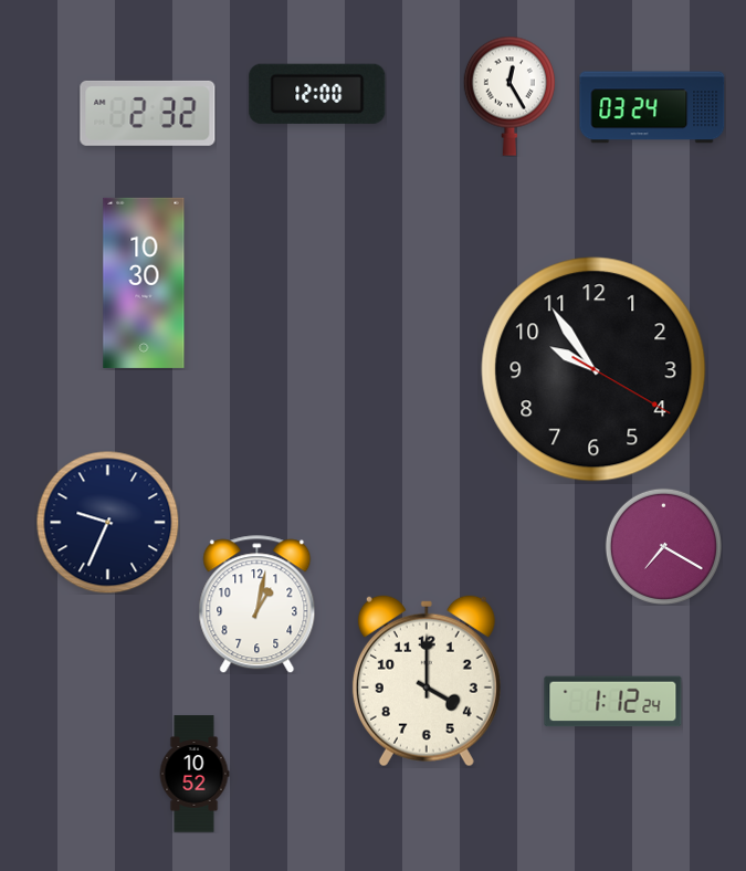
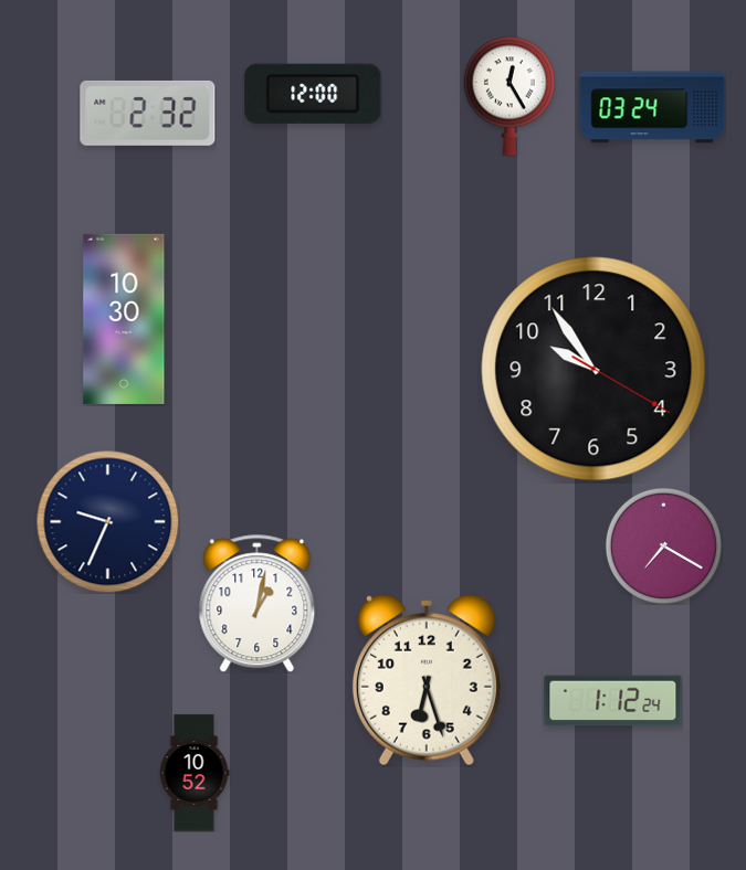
clock at (317, 94) position: (317, 94) -> (313, 94)
clock at (144, 283) position: (144, 283) -> (124, 319)
clock at (427, 681): 4:00 -> 6:27
